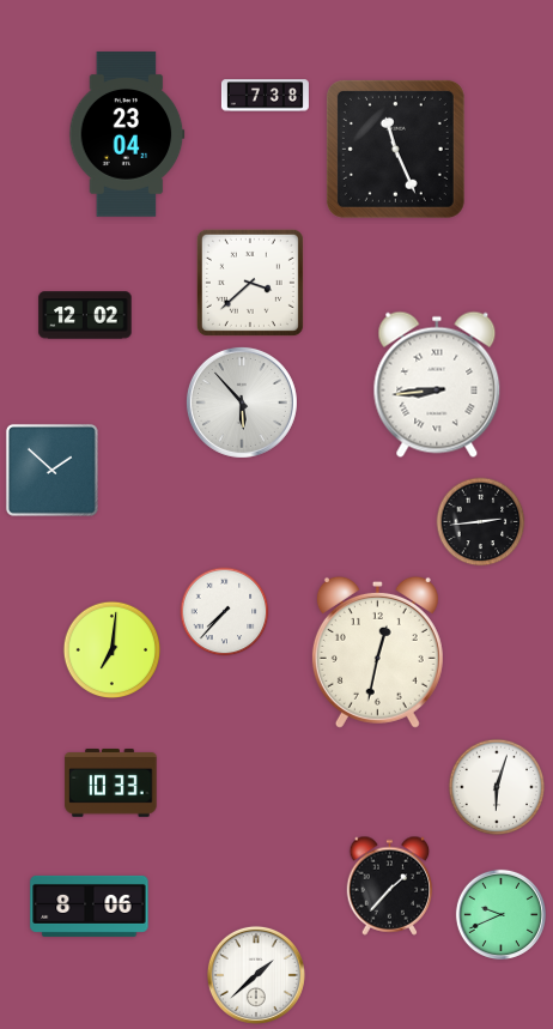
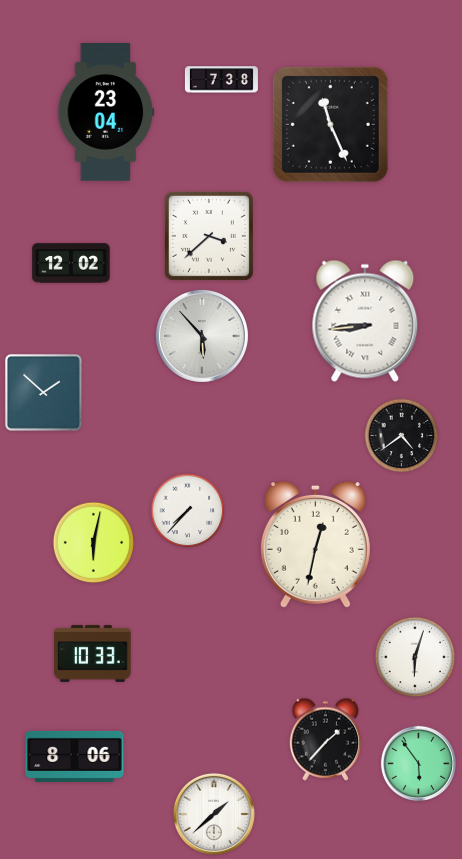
clock at (481, 522): 2:44 -> 4:39
clock at (113, 650): 7:01 -> 6:02
clock at (500, 914): 9:41 -> 5:54
